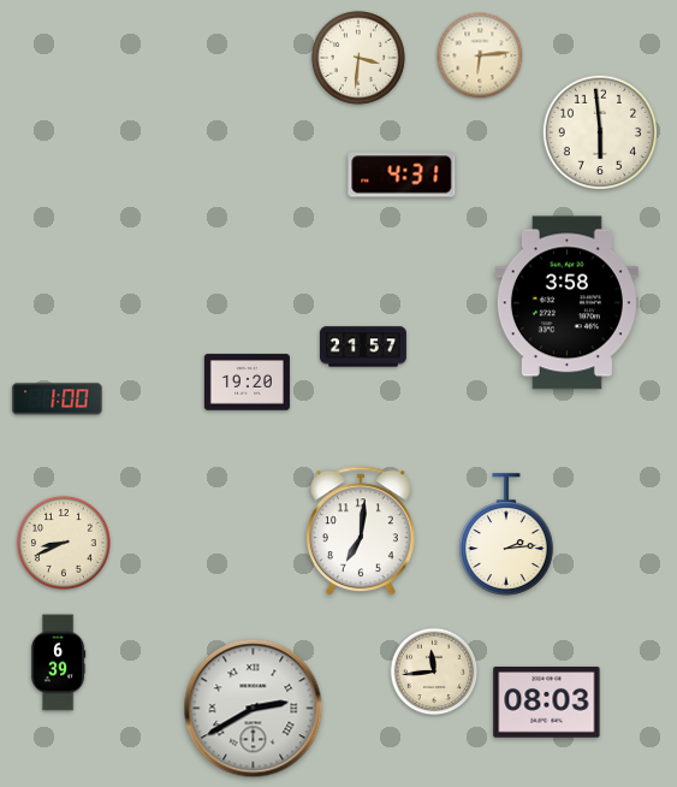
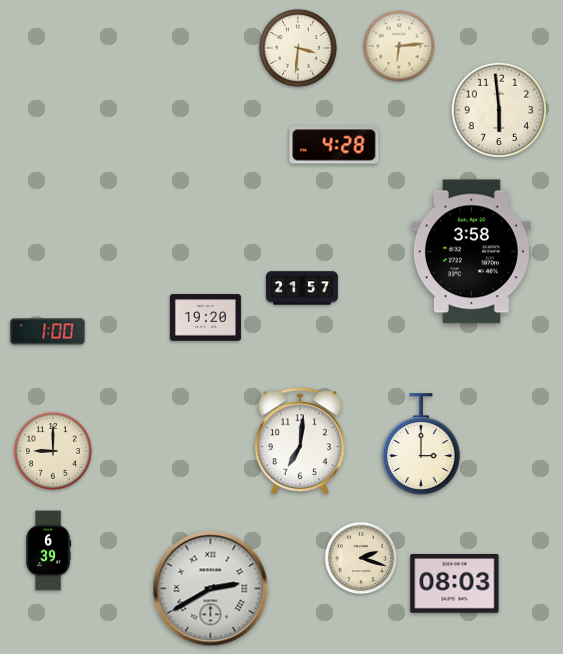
clock at (402, 174): 4:31 -> 4:28
clock at (506, 534): 2:14 -> 3:00
clock at (64, 543): 8:41 -> 9:00
clock at (434, 671): 11:44 -> 2:18
